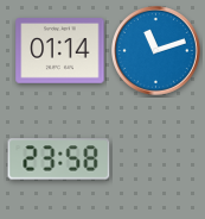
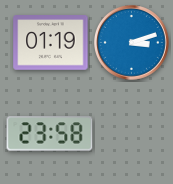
clock at (60, 51): 01:14 -> 01:19
clock at (156, 51): 11:12 -> 3:12
